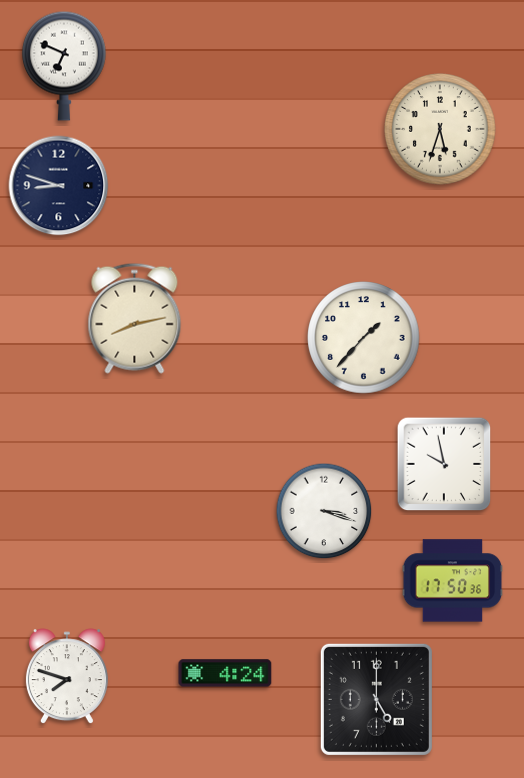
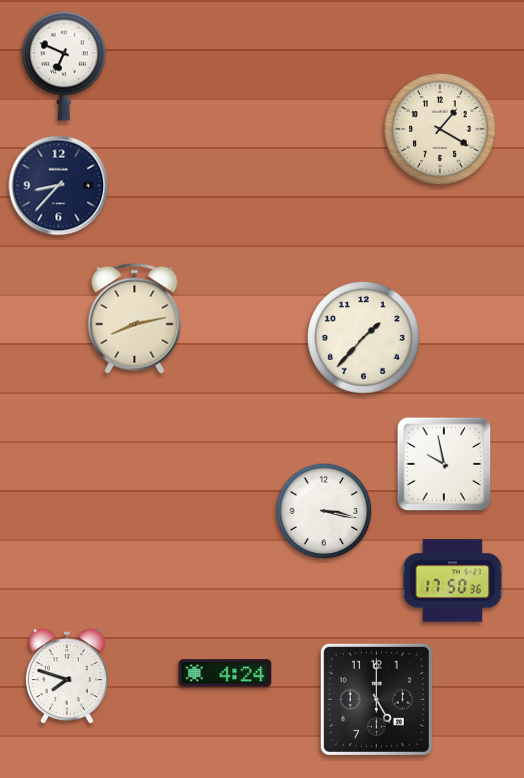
clock at (440, 129): 5:33 -> 1:20
clock at (59, 186): 8:48 -> 8:37
clock at (324, 511): 3:18 -> 3:17
